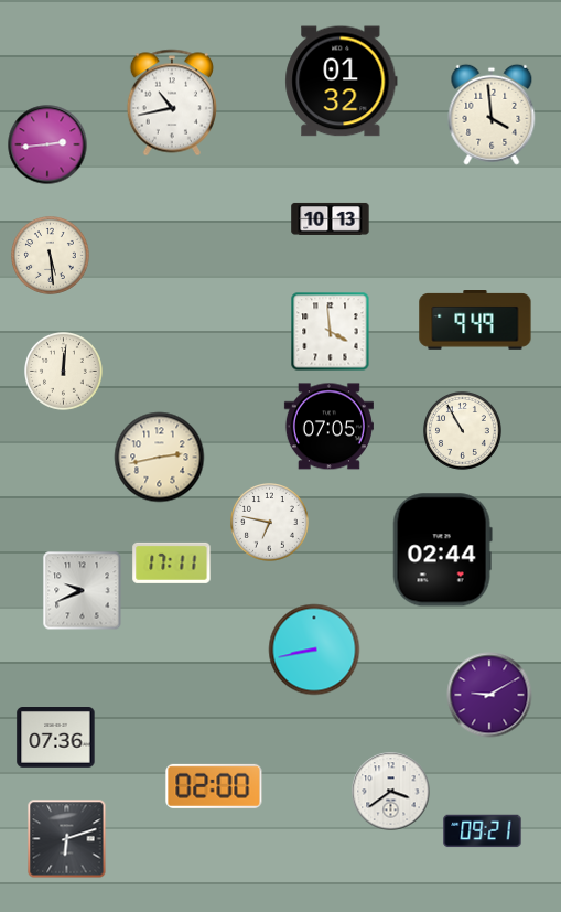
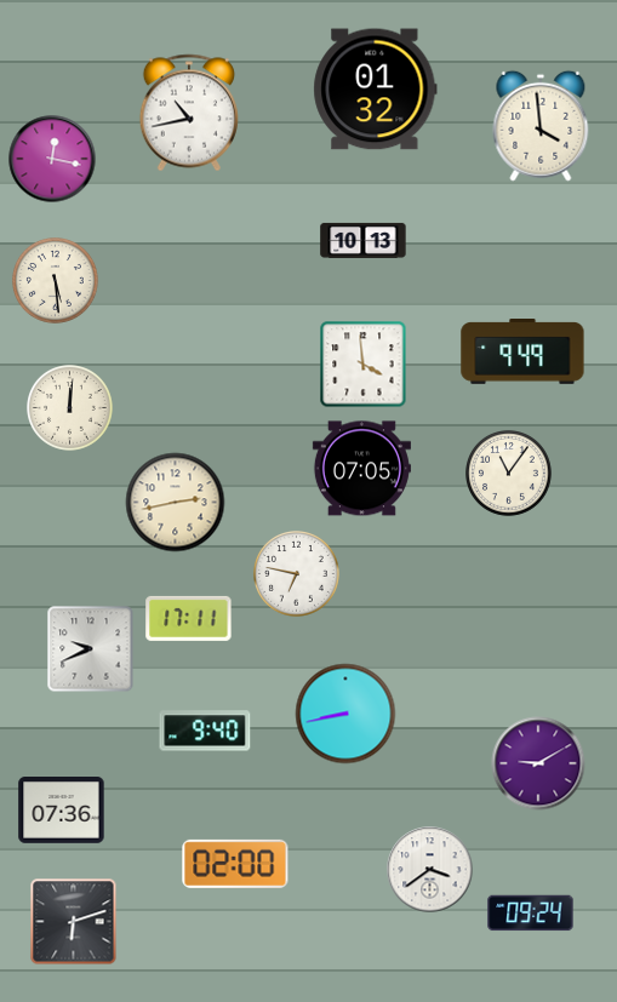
clock at (47, 144): 2:44 -> 12:17
clock at (463, 431): 10:55 -> 11:06
clock at (442, 550): 02:44 -> none
clock at (205, 731): none -> 9:40
clock at (483, 831): 09:21 -> 09:24
